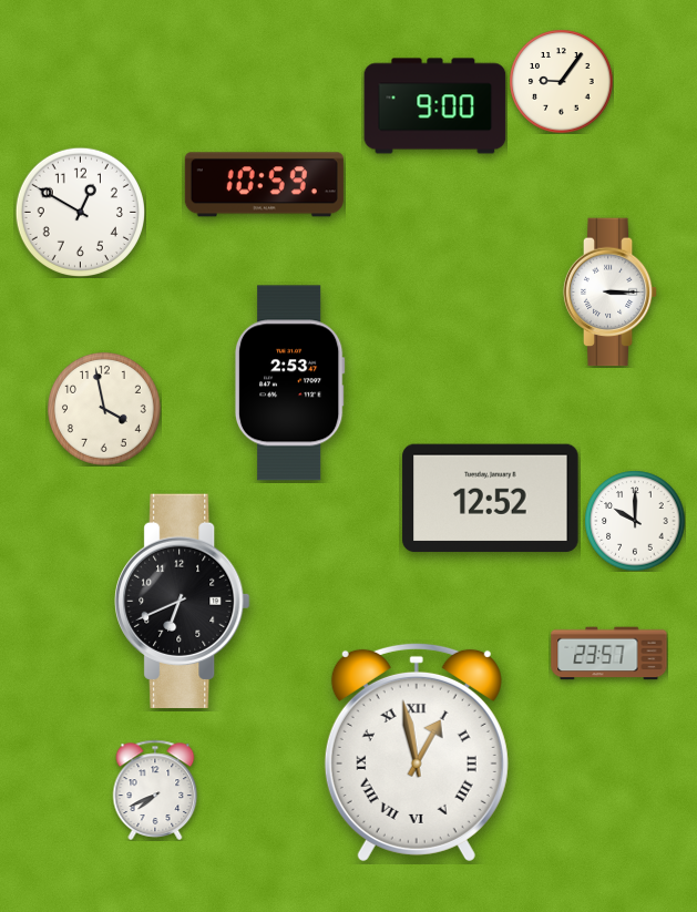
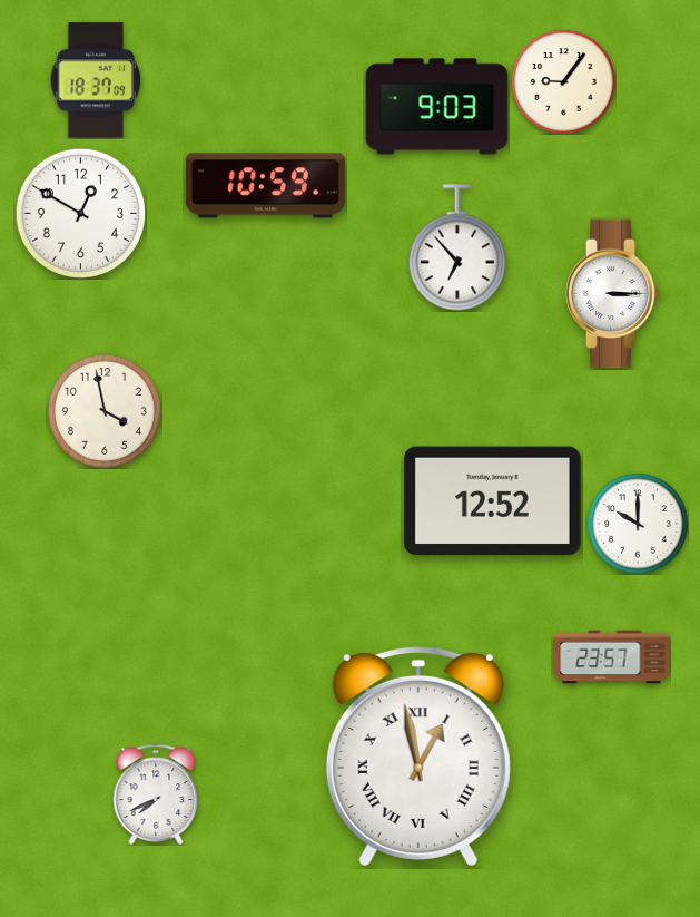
clock at (96, 80): none -> 18:37
clock at (435, 106): 9:00 -> 9:03
clock at (457, 247): none -> 6:53
clock at (289, 383): 2:53 -> none
clock at (183, 601): 6:41 -> none
